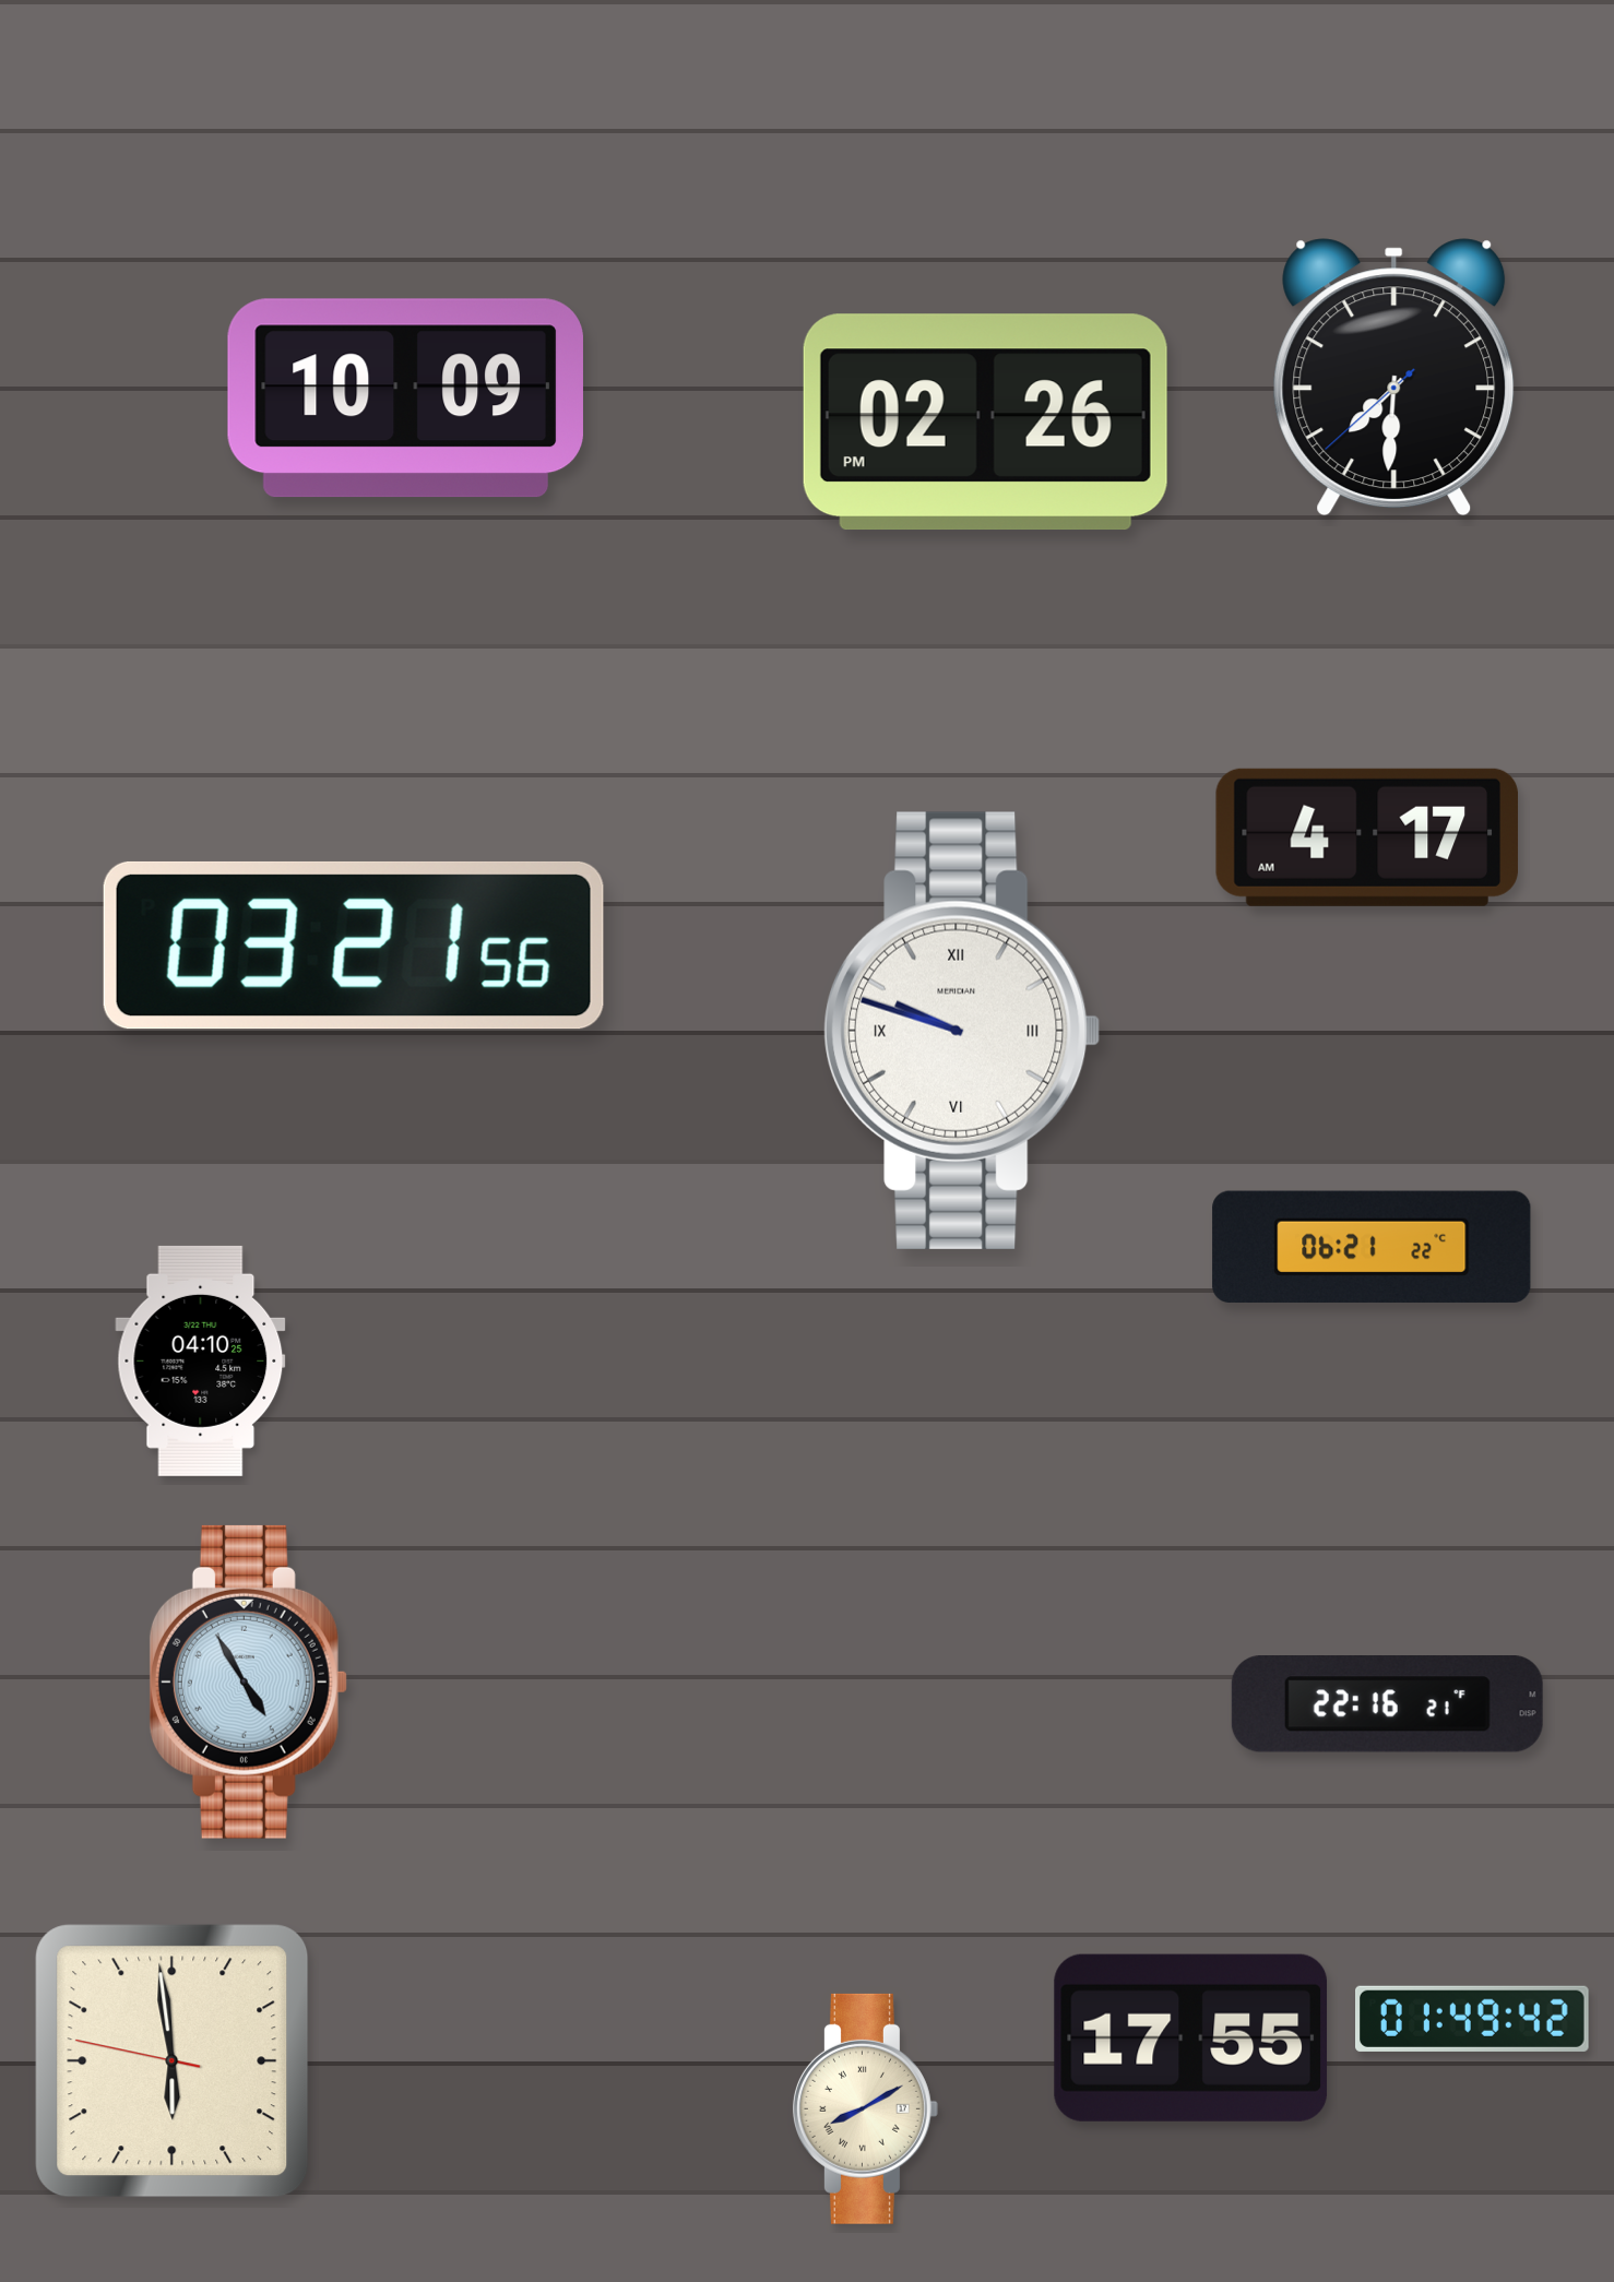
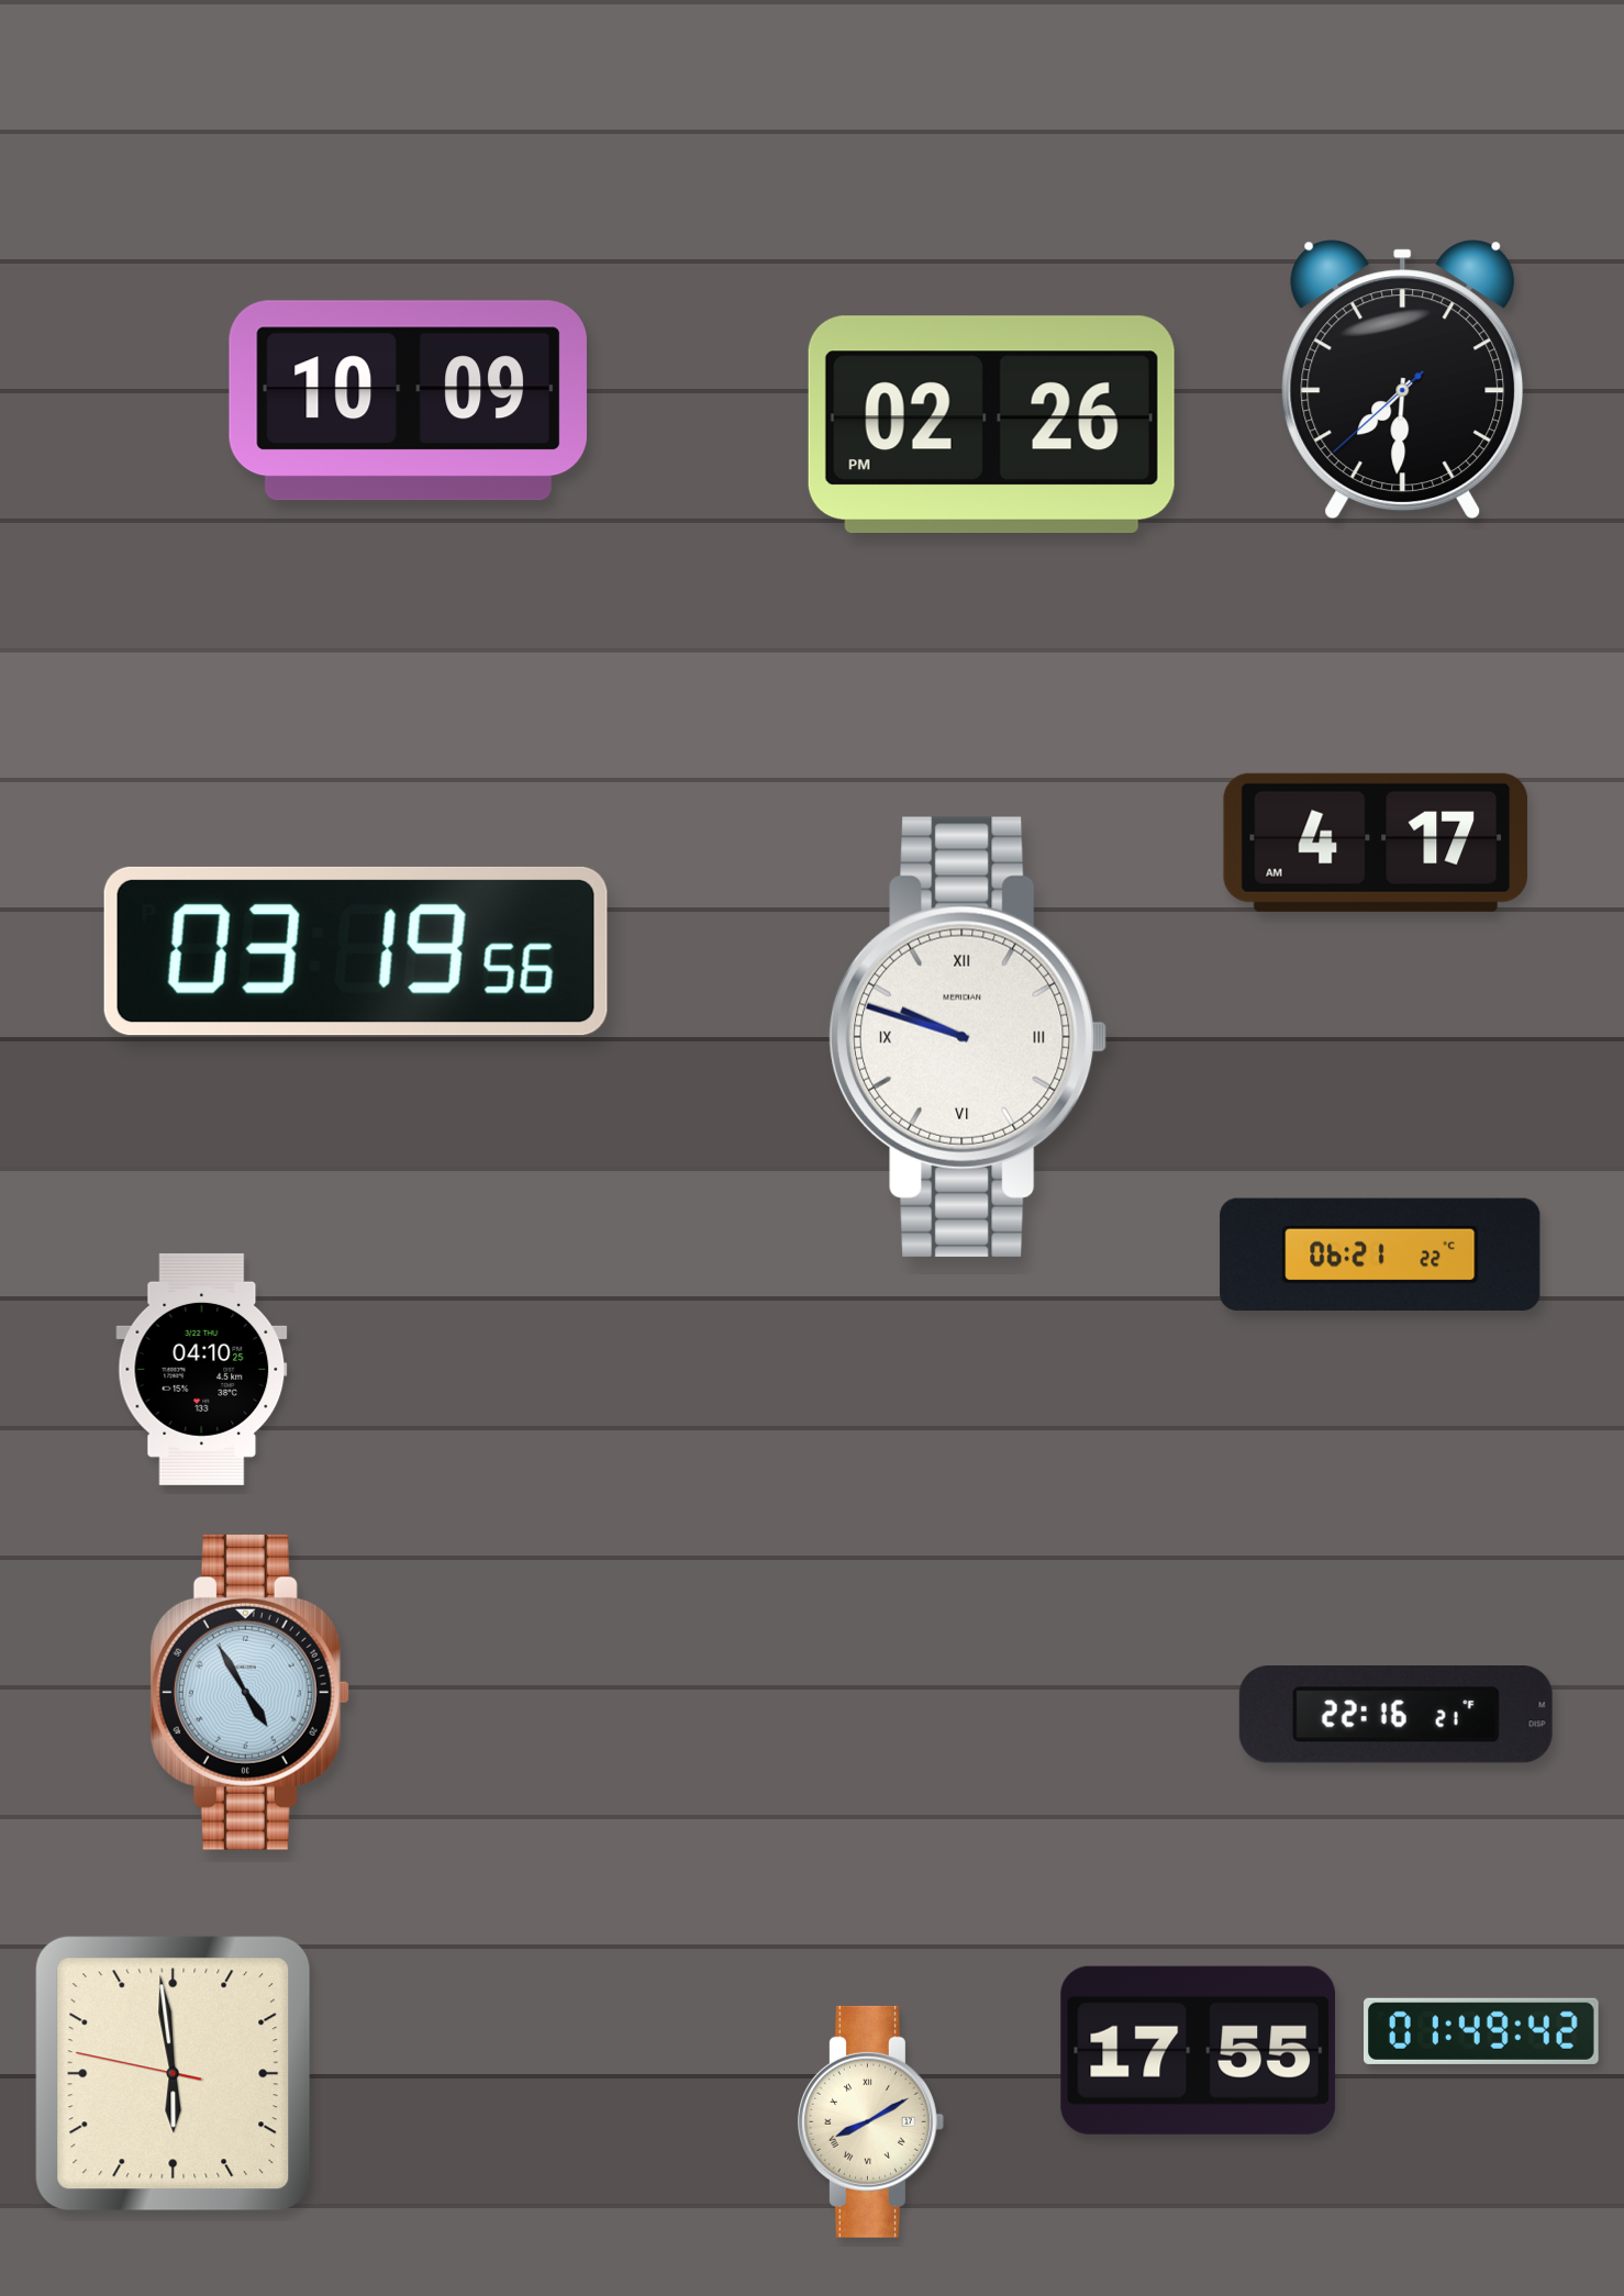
clock at (354, 946): 03:21 -> 03:19
